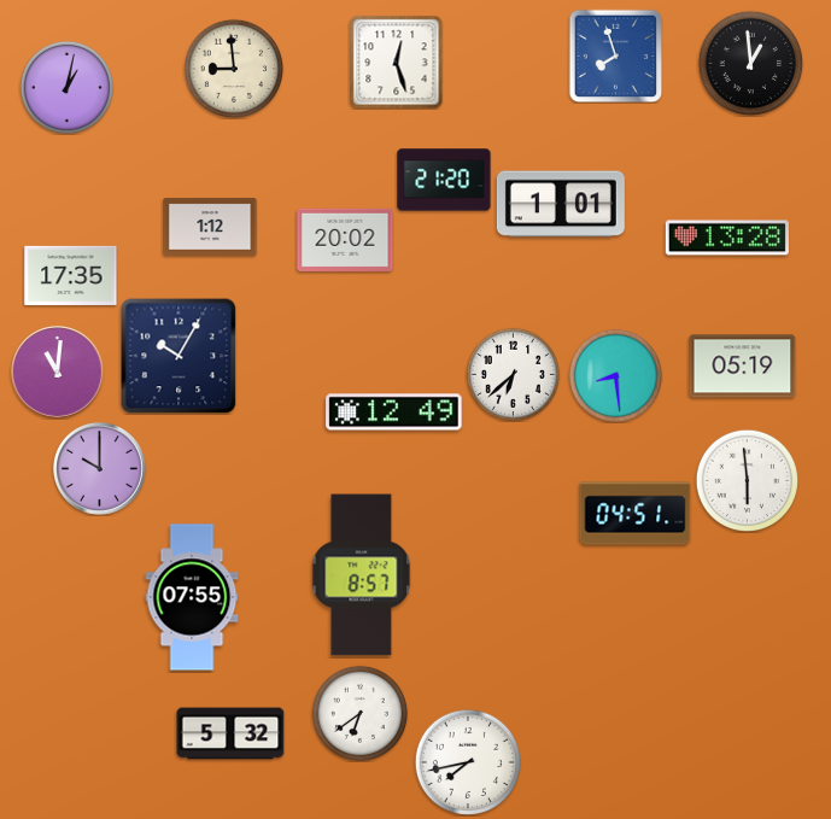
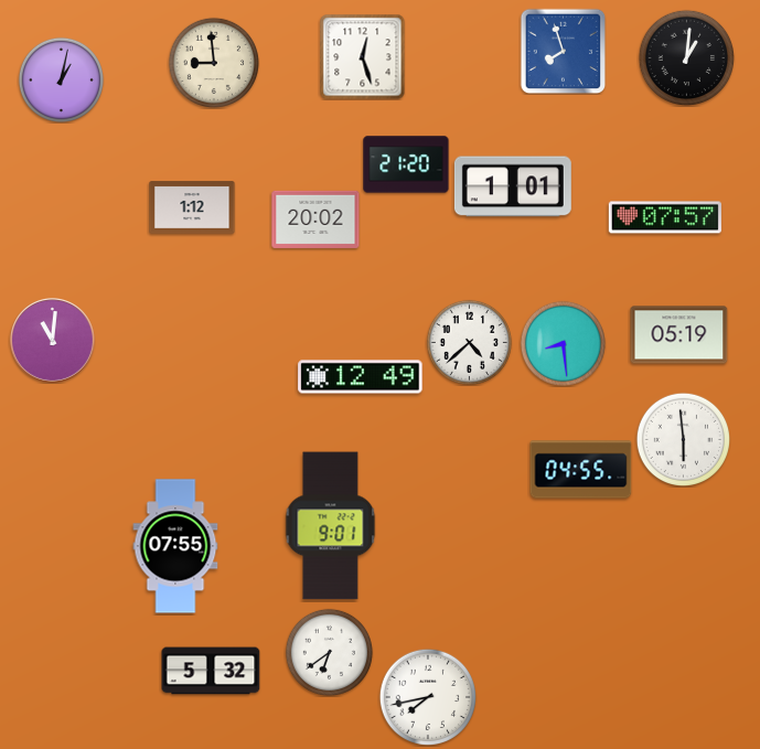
clock at (750, 63): 12:59 -> 1:01
clock at (727, 238): 13:28 -> 07:57
clock at (71, 275): 17:35 -> none
clock at (179, 356): 10:05 -> none
clock at (513, 374): 6:38 -> 4:38
clock at (100, 469): 10:00 -> none
clock at (636, 514): 04:51 -> 04:55
clock at (362, 575): 8:57 -> 9:01
